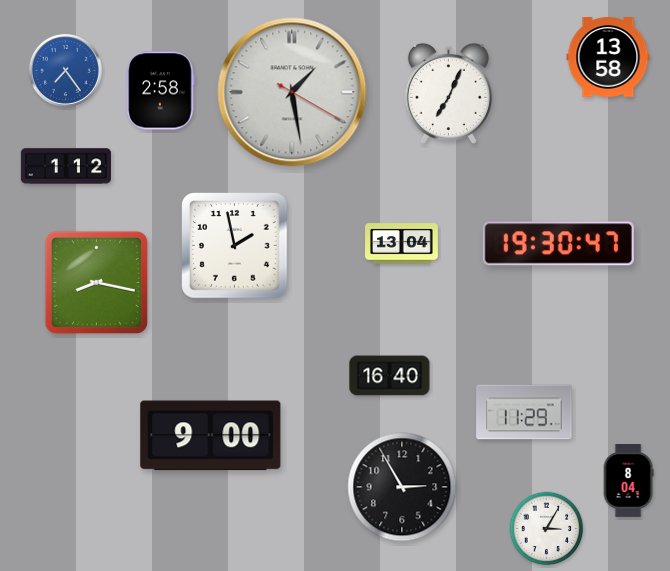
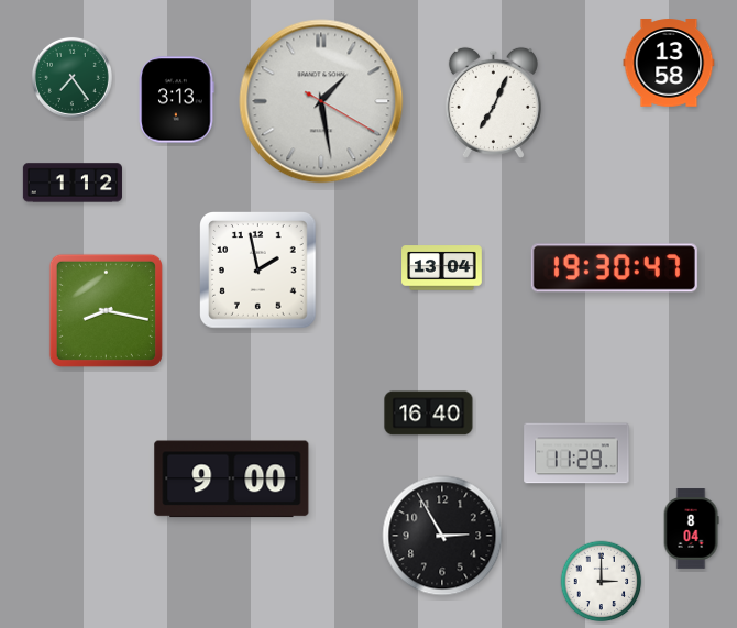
clock at (65, 70) dial: blue -> green
clock at (161, 91): 2:58 -> 3:13
clock at (547, 529): 3:05 -> 3:00
